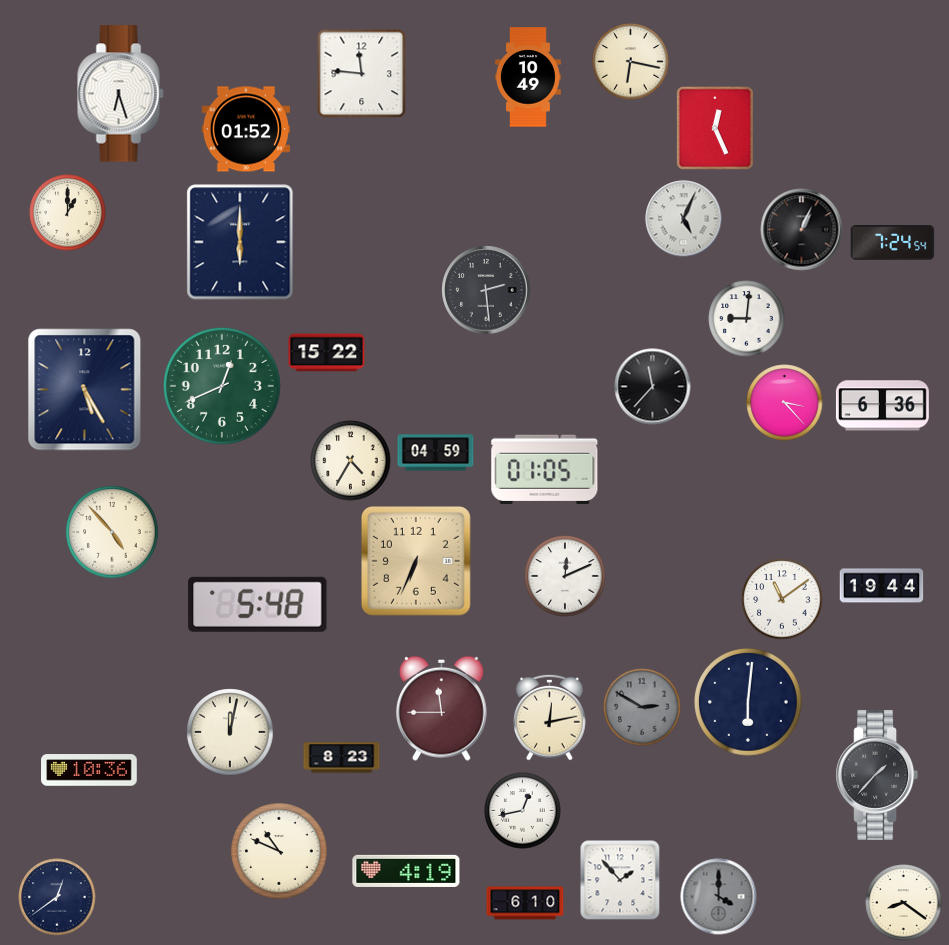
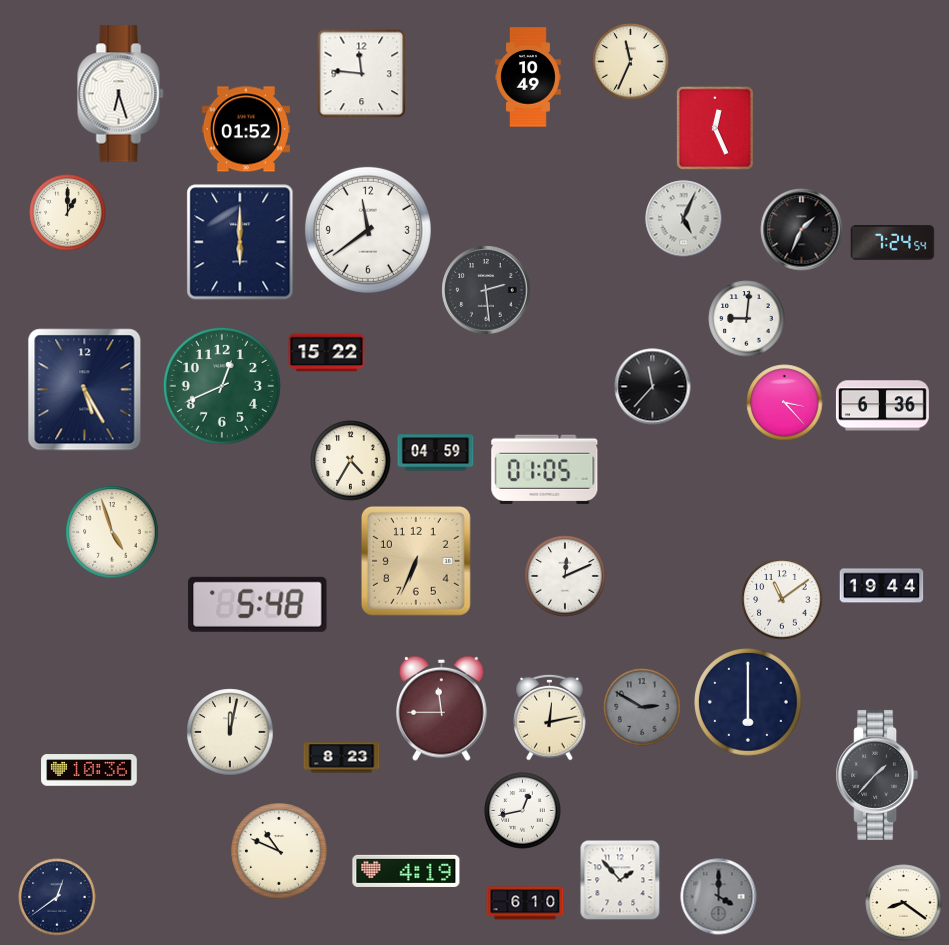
clock at (631, 62): 6:17 -> 11:34
clock at (368, 230): none -> 11:39
clock at (802, 230): 1:04 -> 1:34
clock at (112, 532): 4:53 -> 4:57
clock at (749, 703): 6:01 -> 6:00
